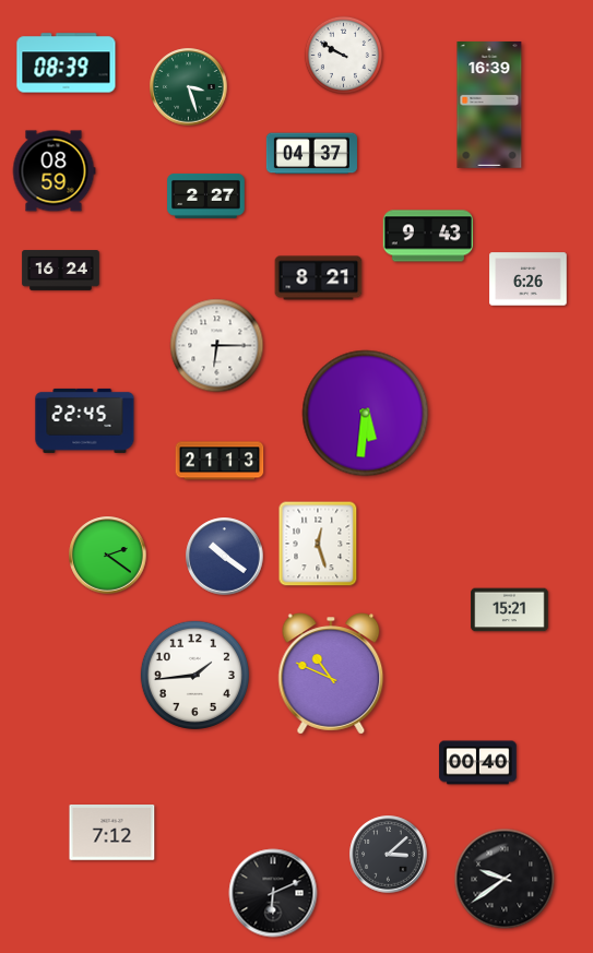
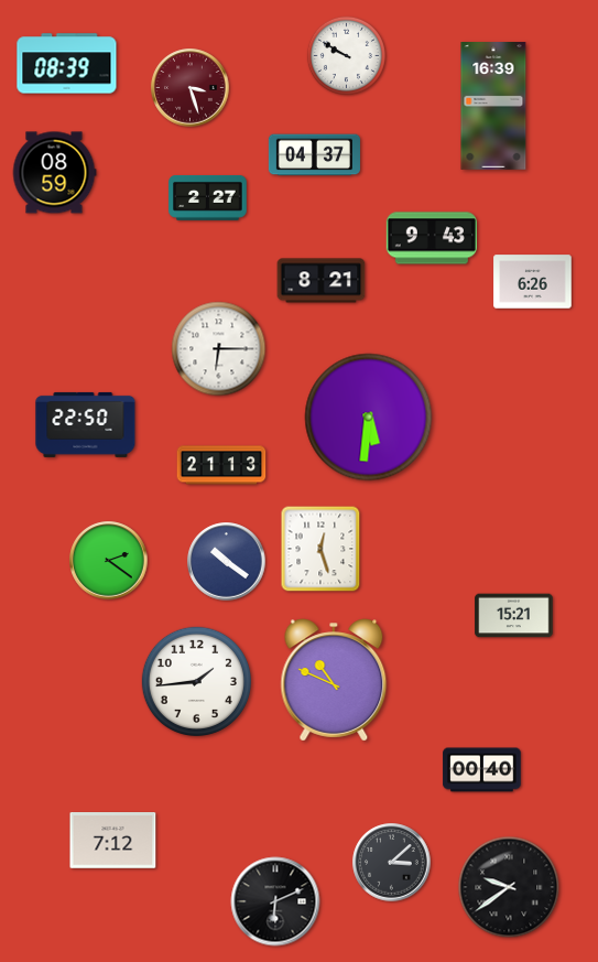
clock at (189, 87) dial: green -> burgundy
clock at (61, 271): 16:24 -> none
clock at (85, 420): 22:45 -> 22:50
